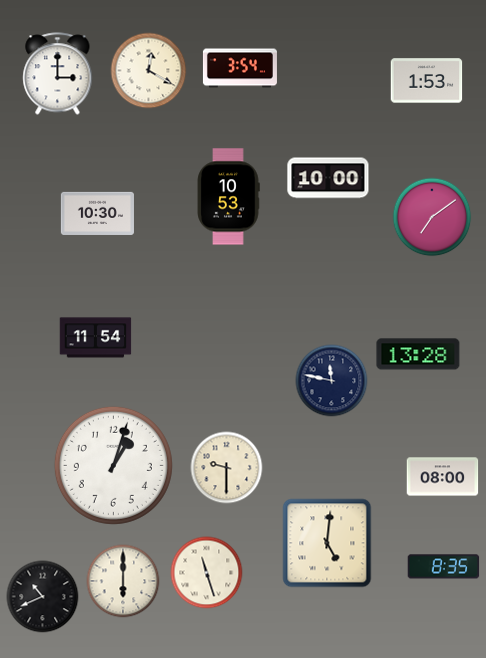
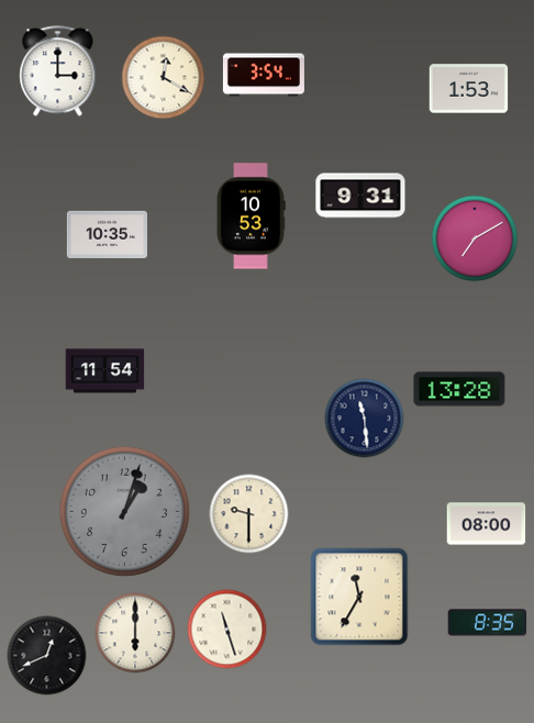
clock at (58, 74) position: (58, 74) -> (58, 71)
clock at (328, 178): 10:00 -> 9:31
clock at (97, 213): 10:30 -> 10:35
clock at (432, 217): 7:09 -> 7:10
clock at (332, 381): 11:47 -> 11:29
clock at (113, 465) dial: white -> grey
clock at (327, 543): 5:01 -> 11:35
clock at (123, 581) position: (123, 581) -> (135, 633)
clock at (43, 597): 10:41 -> 12:41
